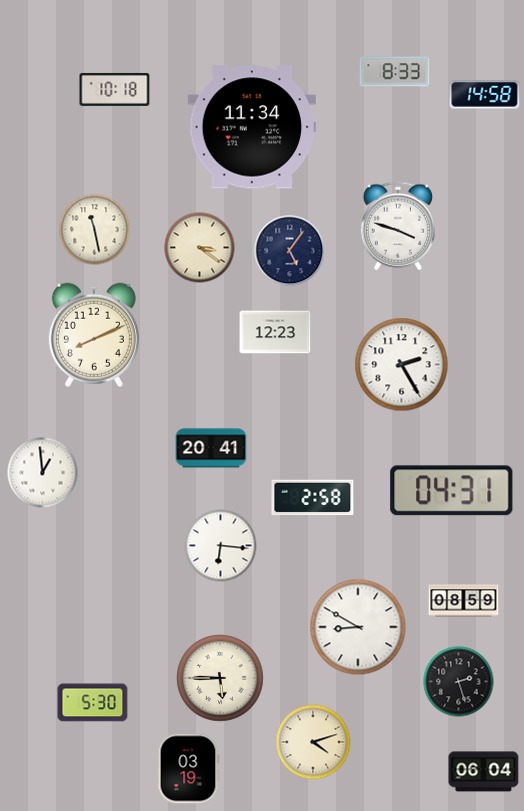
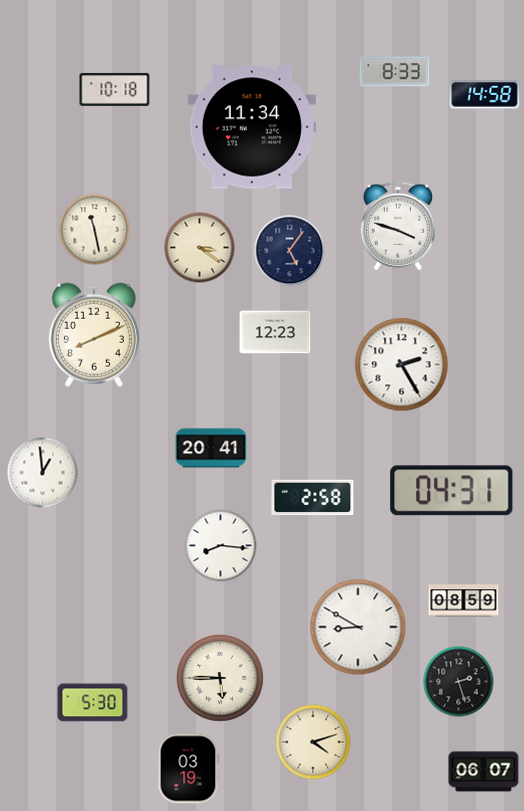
clock at (221, 546): 6:16 -> 8:16
clock at (484, 772): 06:04 -> 06:07
